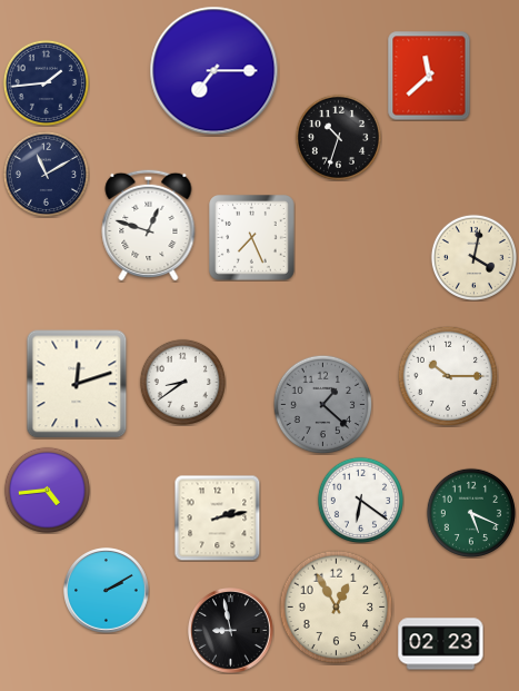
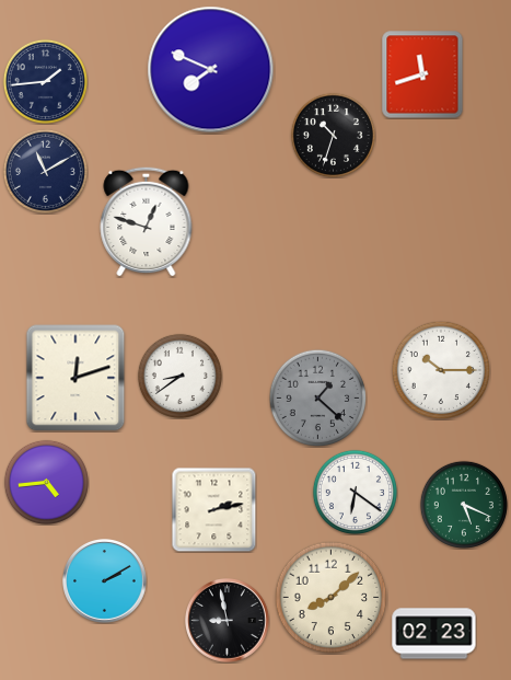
clock at (214, 71): 7:15 -> 7:49
clock at (429, 76): 11:38 -> 11:42
clock at (252, 238): 7:26 -> none
clock at (473, 257): 4:02 -> none
clock at (337, 608): 12:55 -> 8:08
